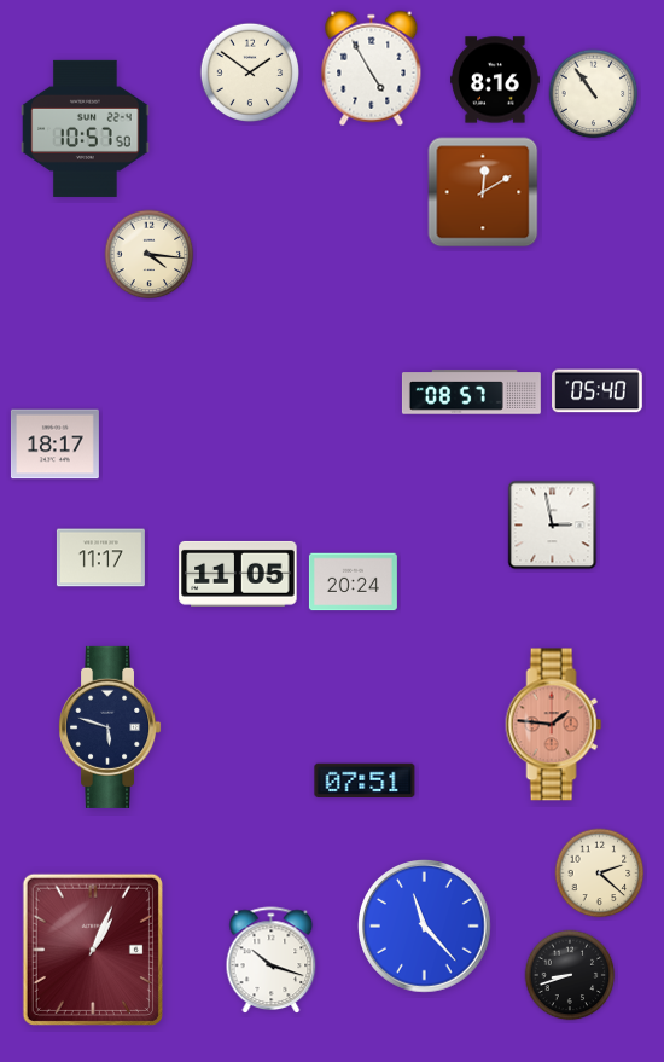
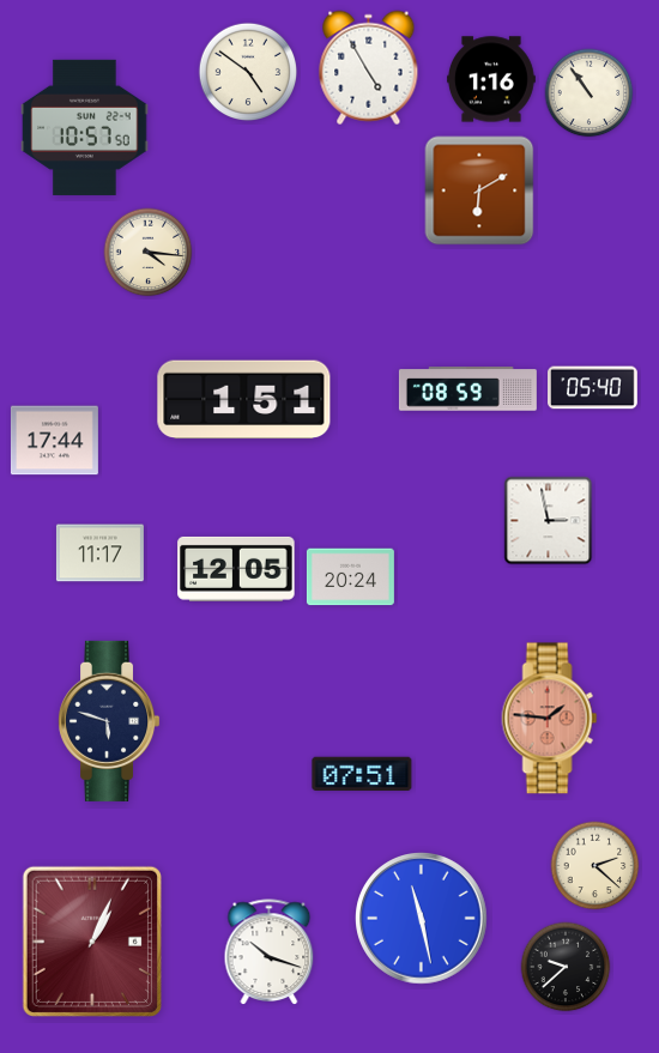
clock at (250, 72): 1:51 -> 4:51
clock at (496, 80): 8:16 -> 1:16
clock at (483, 192): 12:10 -> 6:10
clock at (471, 393): 08:57 -> 08:59
clock at (244, 400): none -> 1:51
clock at (54, 445): 18:17 -> 17:44
clock at (238, 574): 11:05 -> 12:05
clock at (425, 927): 11:23 -> 11:28
clock at (570, 975): 8:42 -> 9:38
